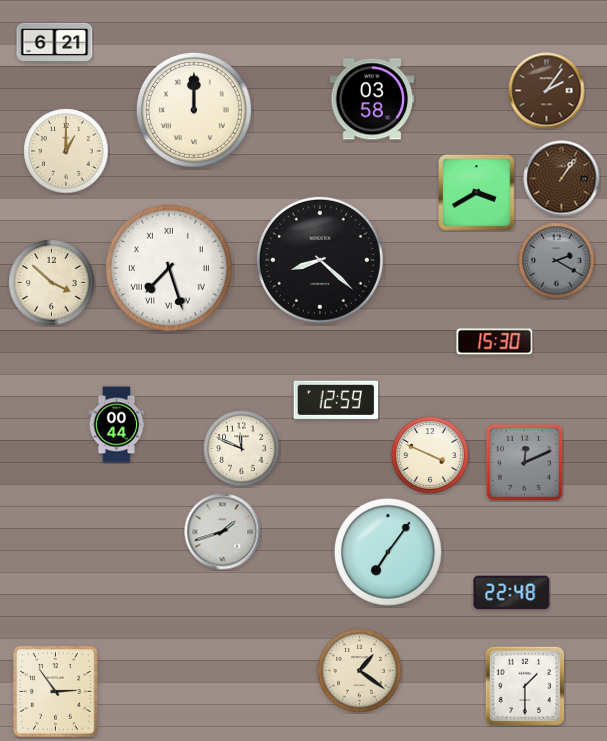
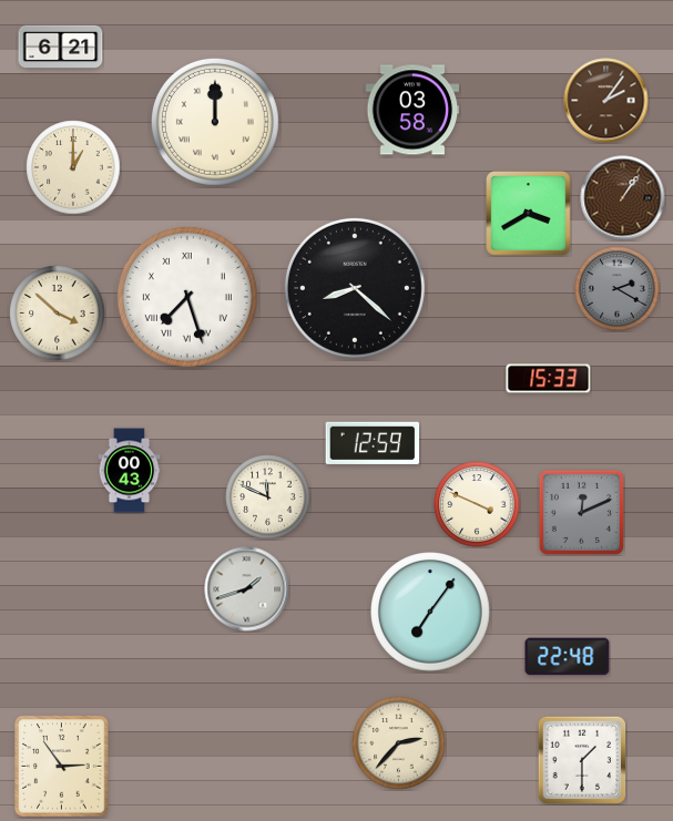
clock at (495, 342): 15:30 -> 15:33
clock at (117, 425): 00:44 -> 00:43
clock at (360, 671): 1:21 -> 2:37
